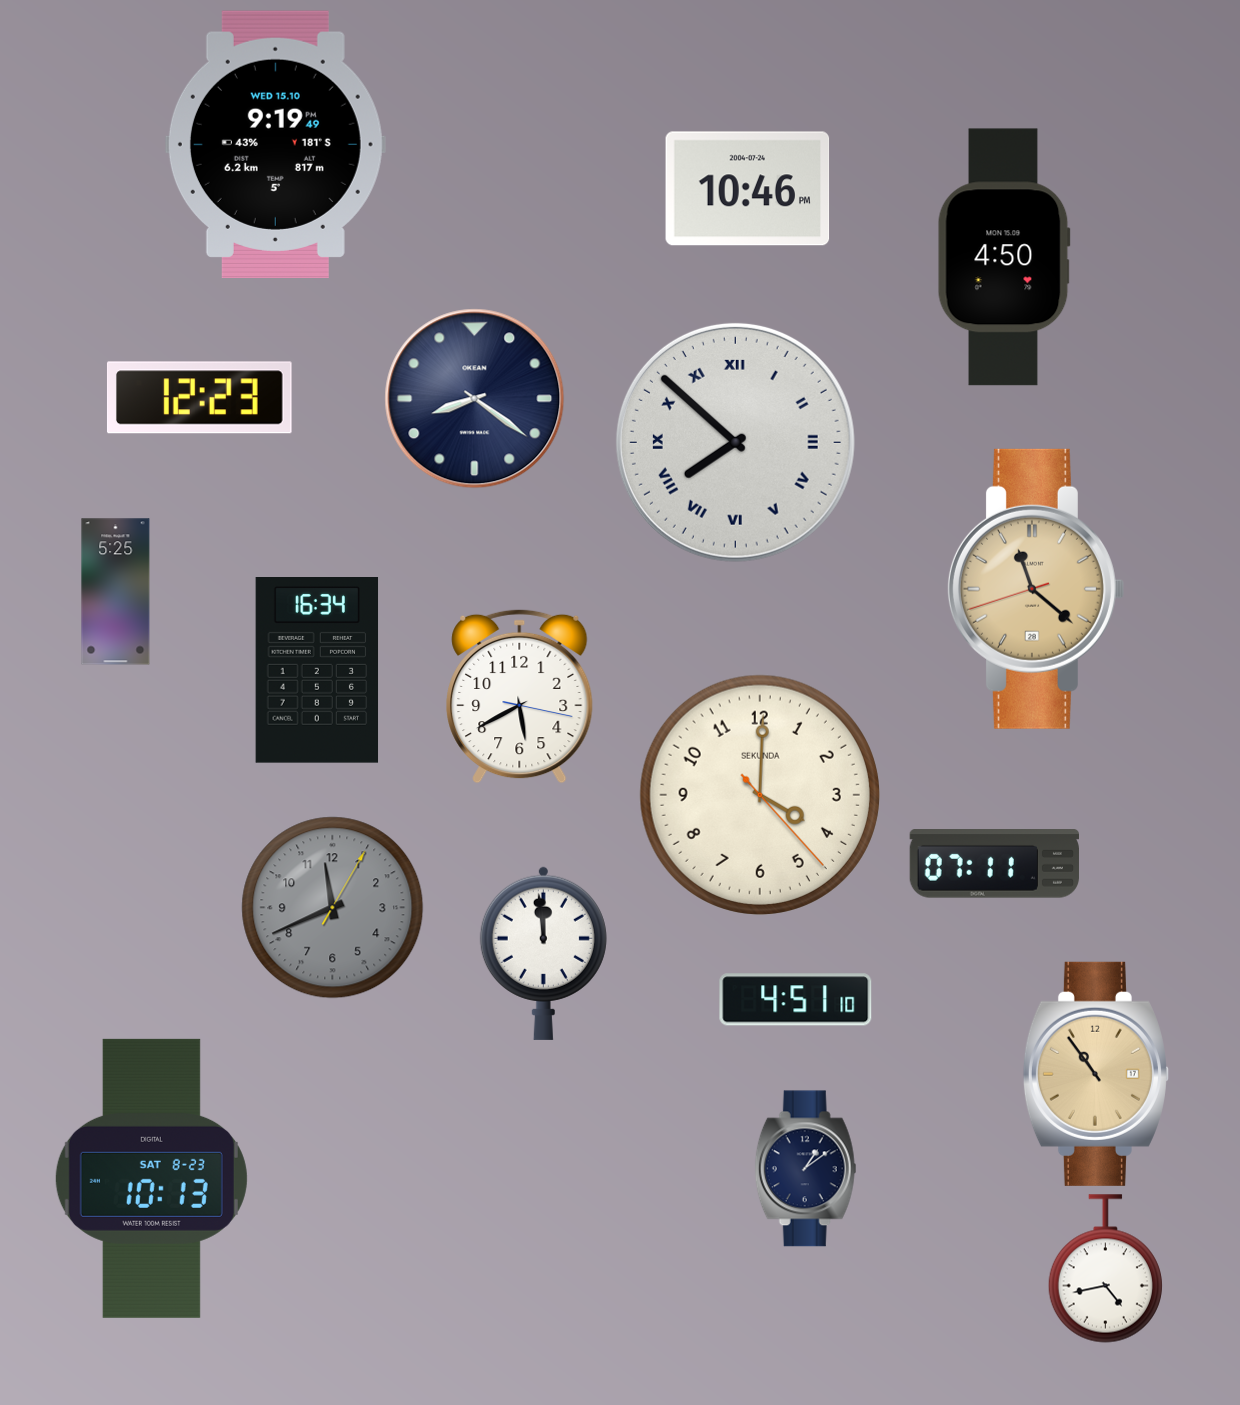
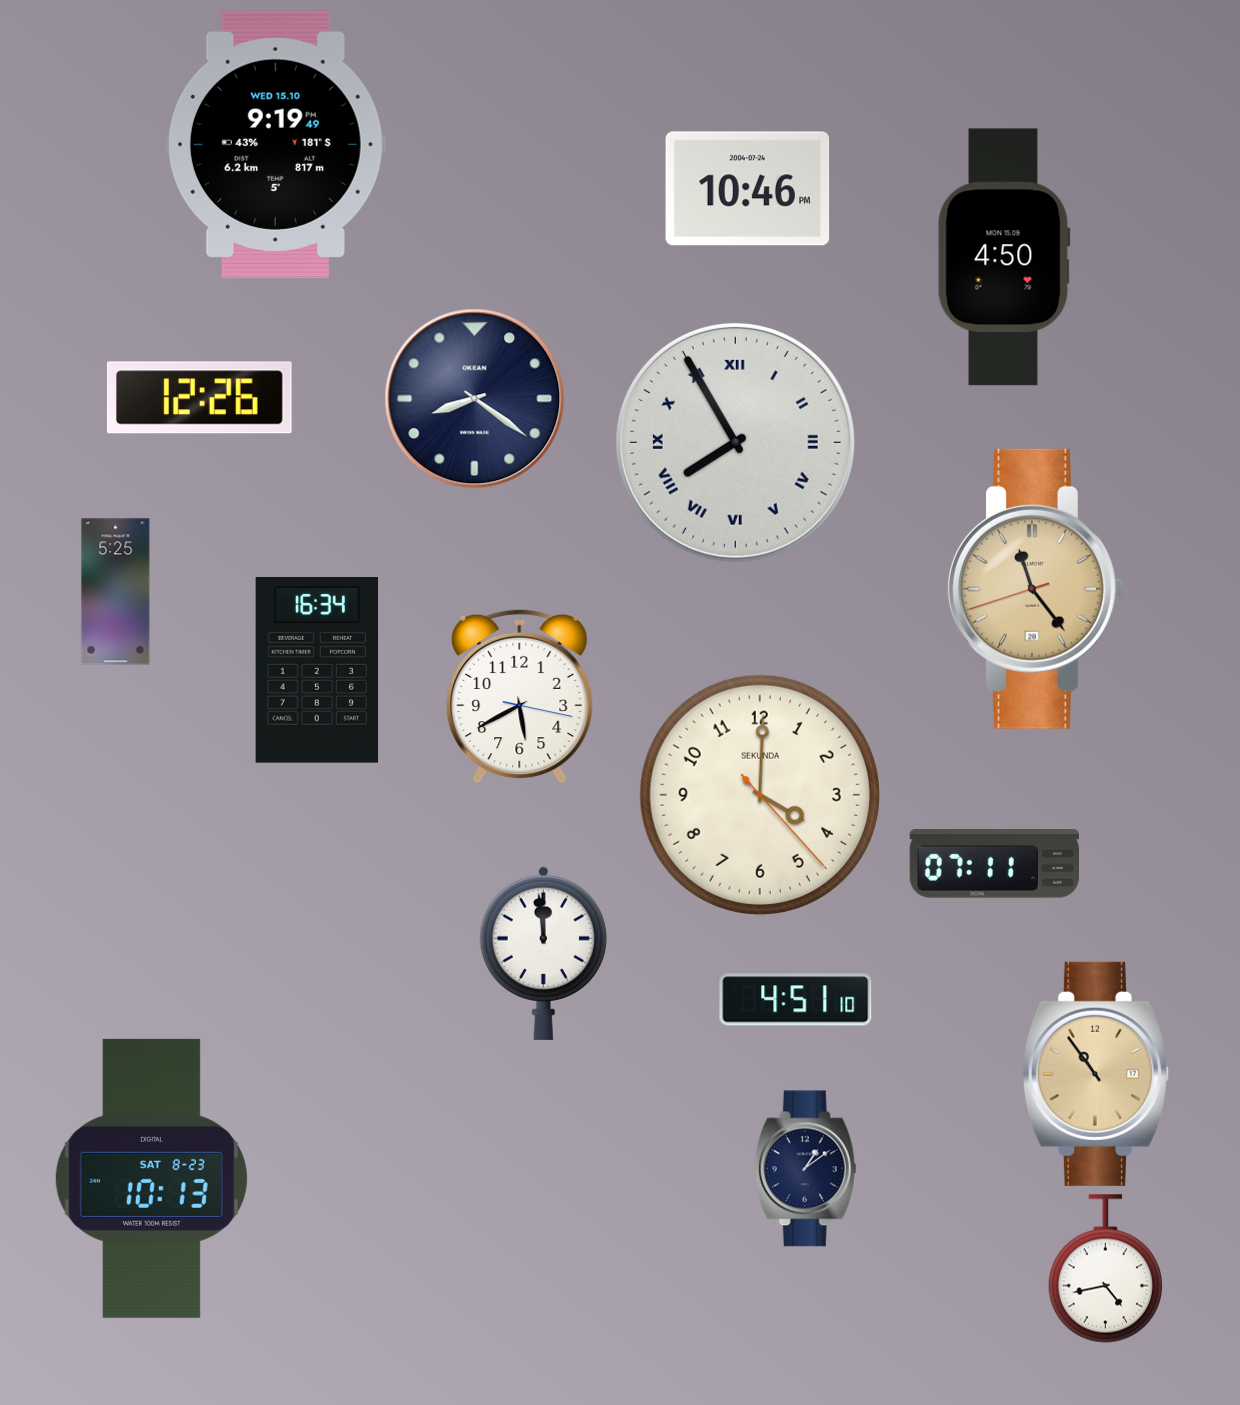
clock at (199, 398): 12:23 -> 12:26
clock at (735, 442): 7:52 -> 7:55
clock at (1035, 589): 11:21 -> 11:23
clock at (333, 908): 11:41 -> none
